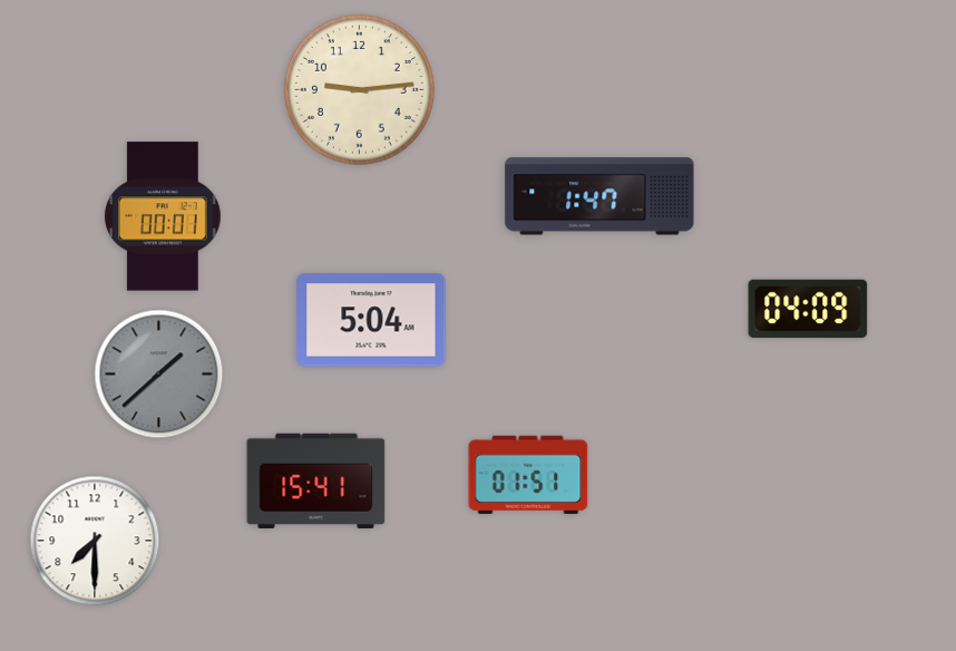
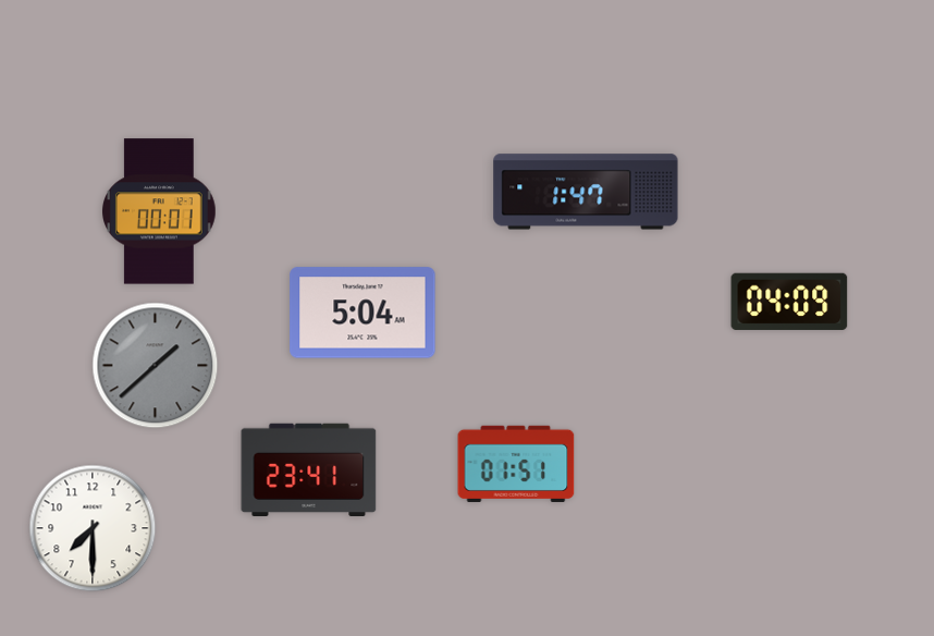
clock at (360, 90): 9:14 -> none
clock at (316, 480): 15:41 -> 23:41
